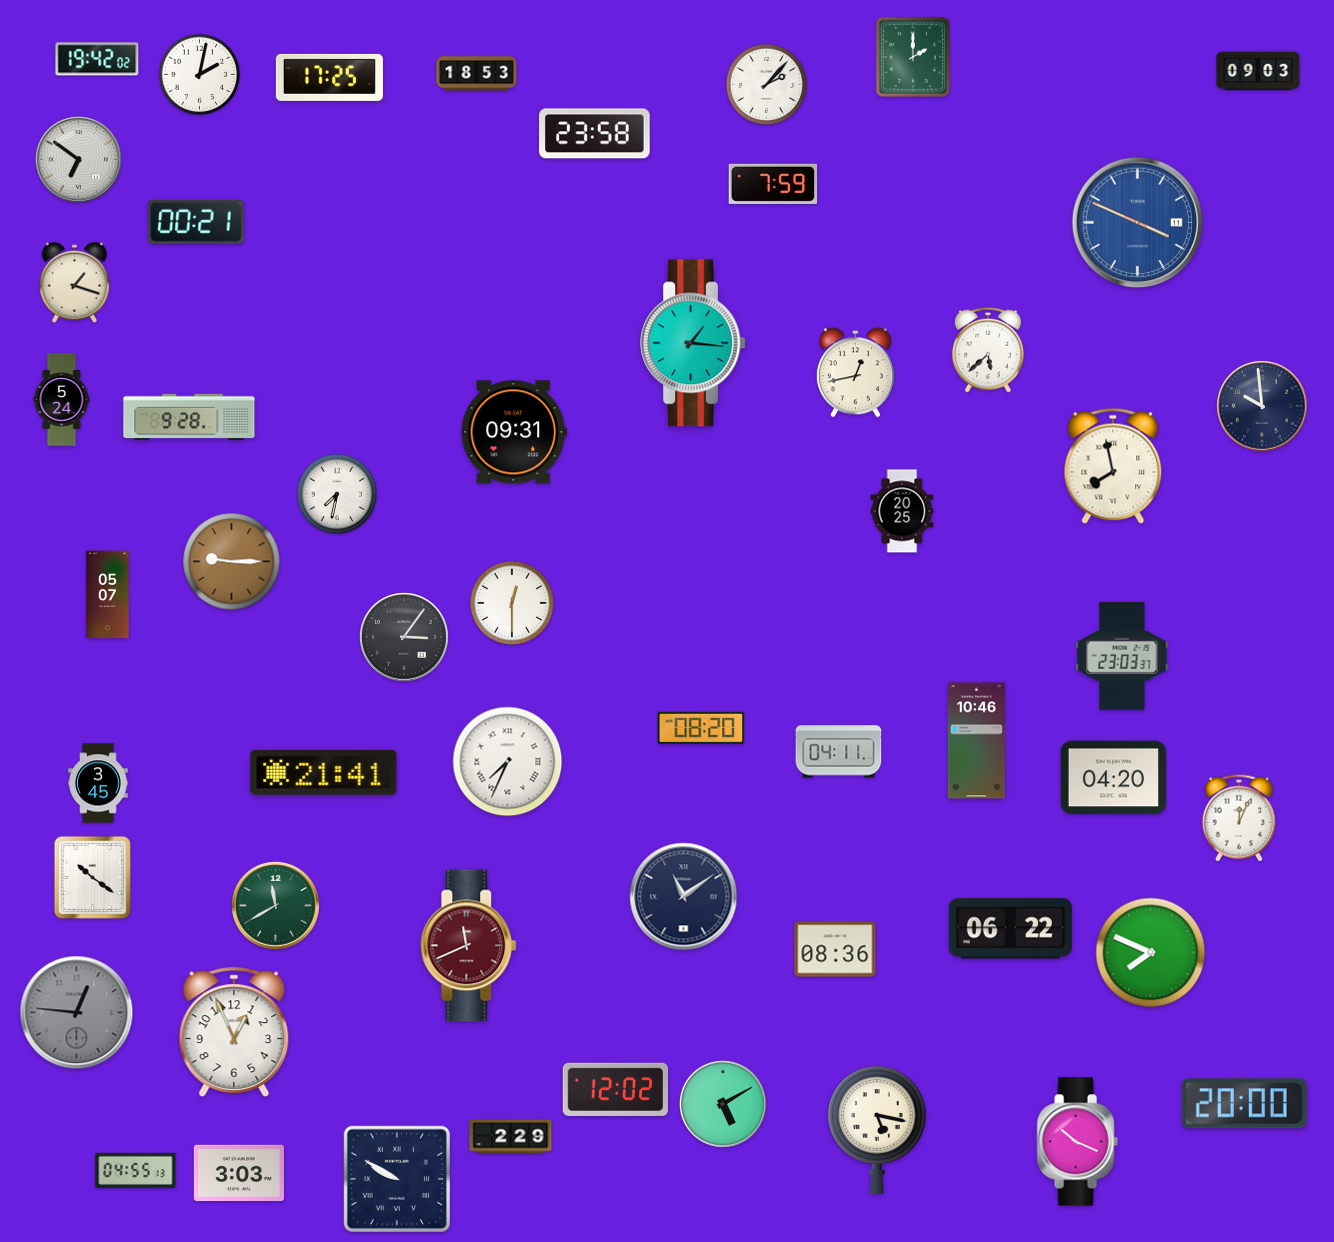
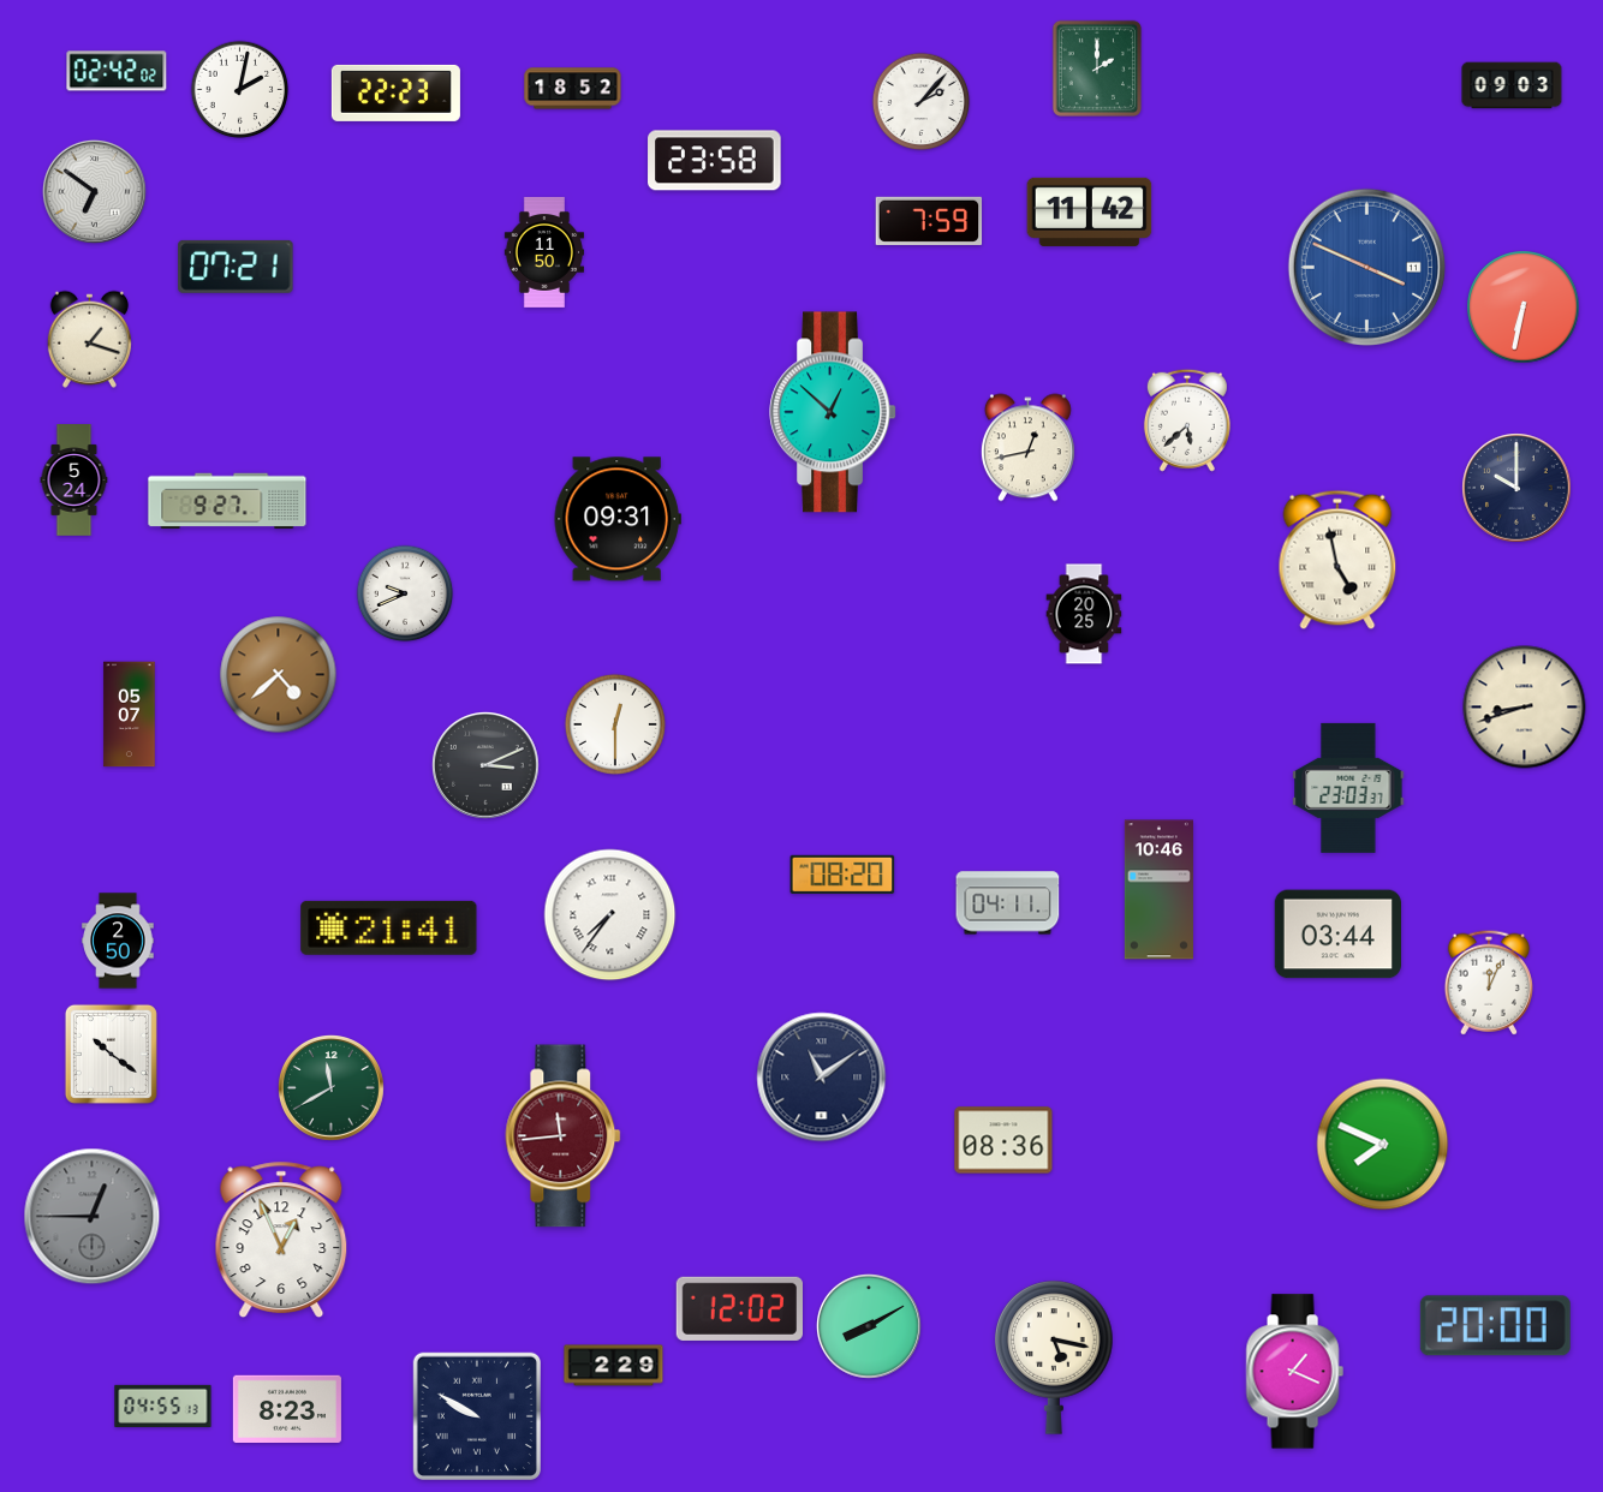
clock at (97, 59): 19:42 -> 02:42
clock at (477, 74): 18:53 -> 18:52
clock at (329, 77): 17:25 -> 22:23
clock at (1090, 211): none -> 11:42
clock at (543, 252): none -> 11:50
clock at (196, 222): 00:21 -> 07:21
clock at (1524, 308): none -> 6:32
clock at (693, 343): 1:16 -> 12:52
clock at (1262, 406): 9:59 -> 10:00
clock at (189, 417): 9:28 -> 9:27
clock at (1113, 466): 7:58 -> 4:58
clock at (337, 494): 7:32 -> 9:41
clock at (232, 562): 9:15 -> 4:38
clock at (1525, 708): none -> 8:42
clock at (405, 638): 3:06 -> 3:11
clock at (976, 741) position: (976, 741) -> (1158, 890)
clock at (508, 762): 7:34 -> 7:36
clock at (1114, 778): 04:20 -> 03:44
clock at (98, 783): 3:45 -> 2:50
clock at (1010, 929): 06:22 -> none
clock at (469, 946): 11:41 -> 11:44
clock at (77, 1013): 12:46 -> 12:45
clock at (723, 1104): 5:10 -> 8:10
clock at (1077, 1142): 10:19 -> 1:19
clock at (239, 1172): 3:03 -> 8:23
